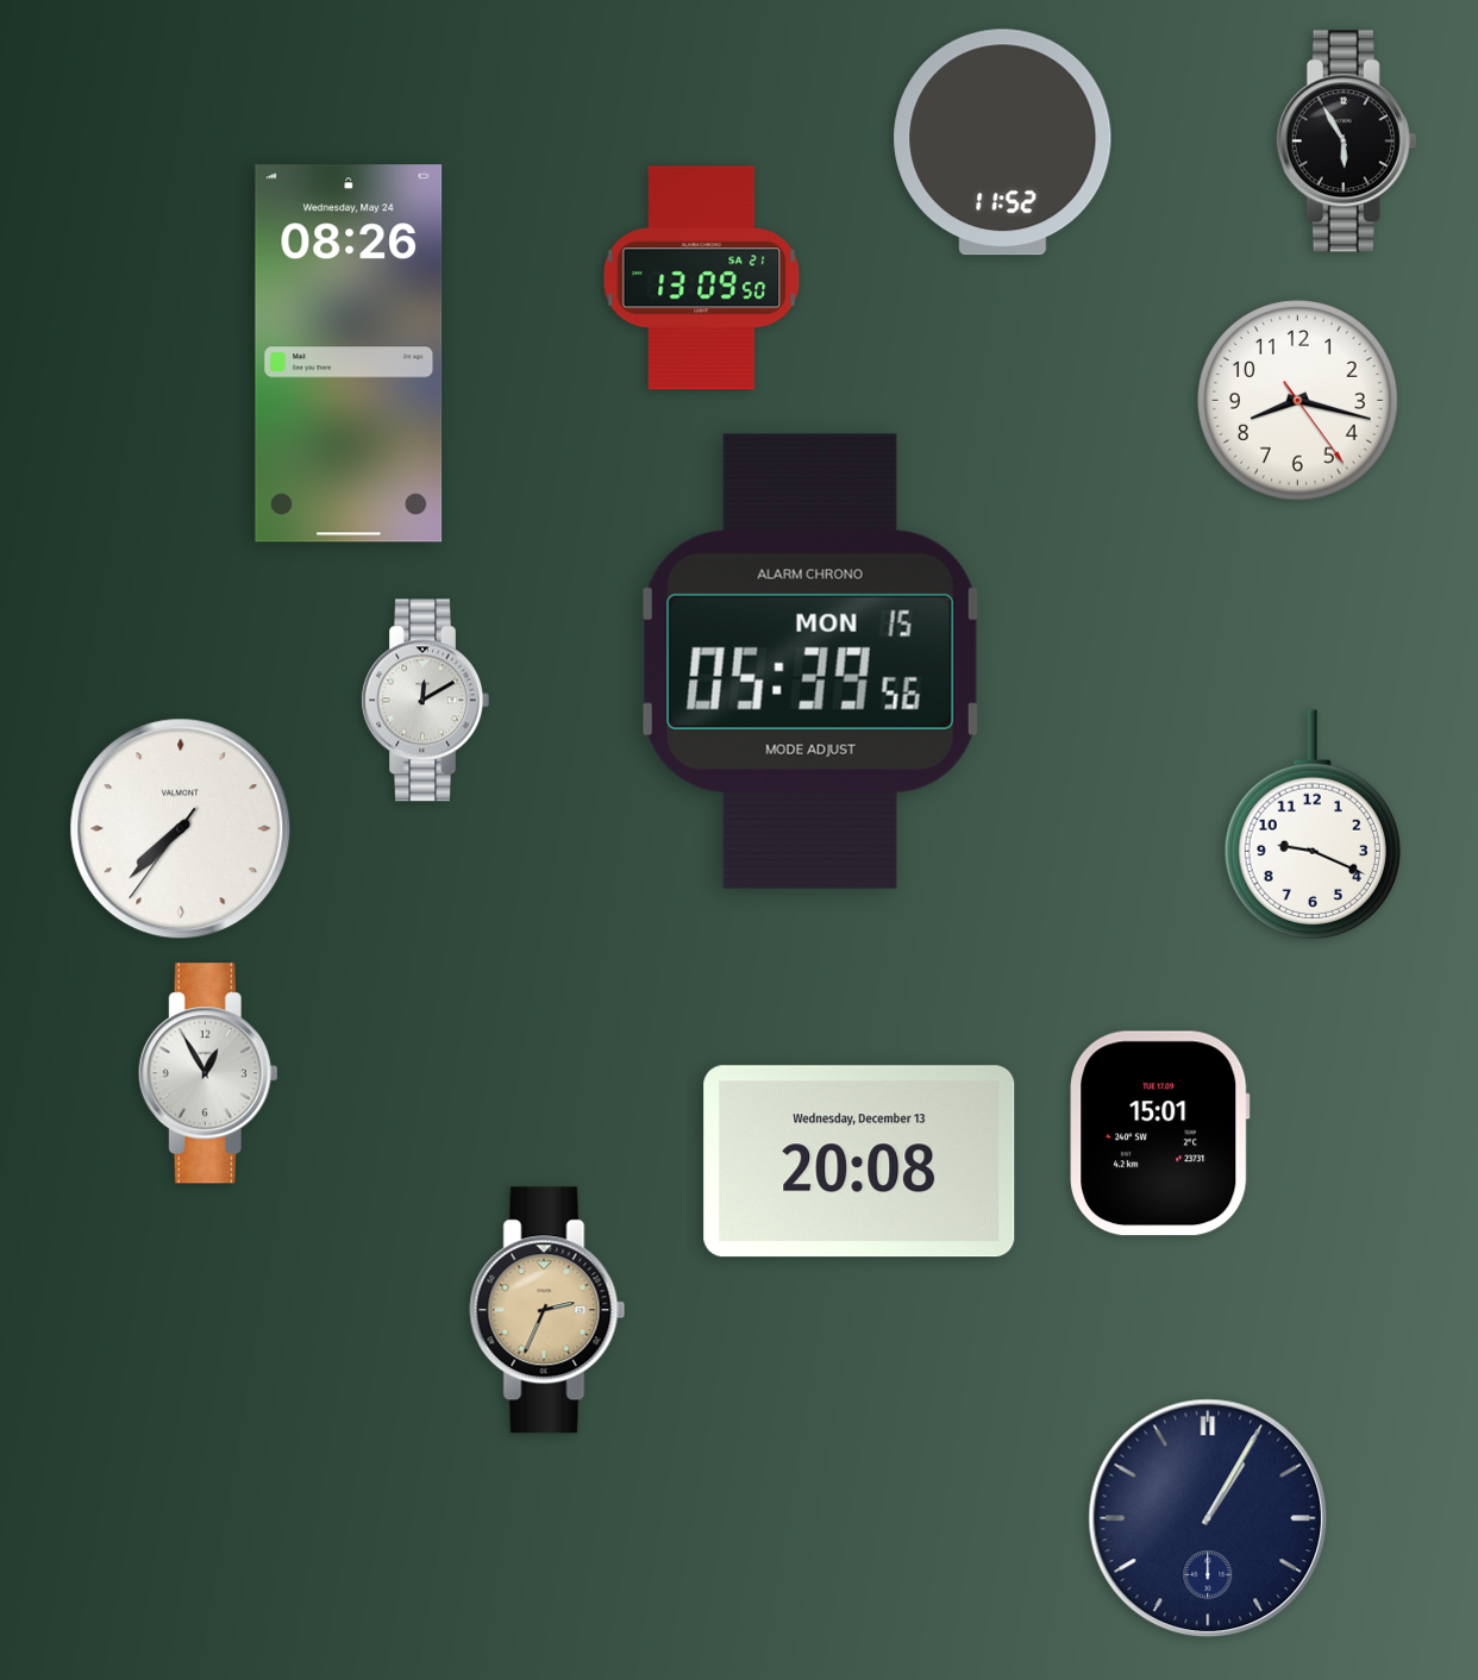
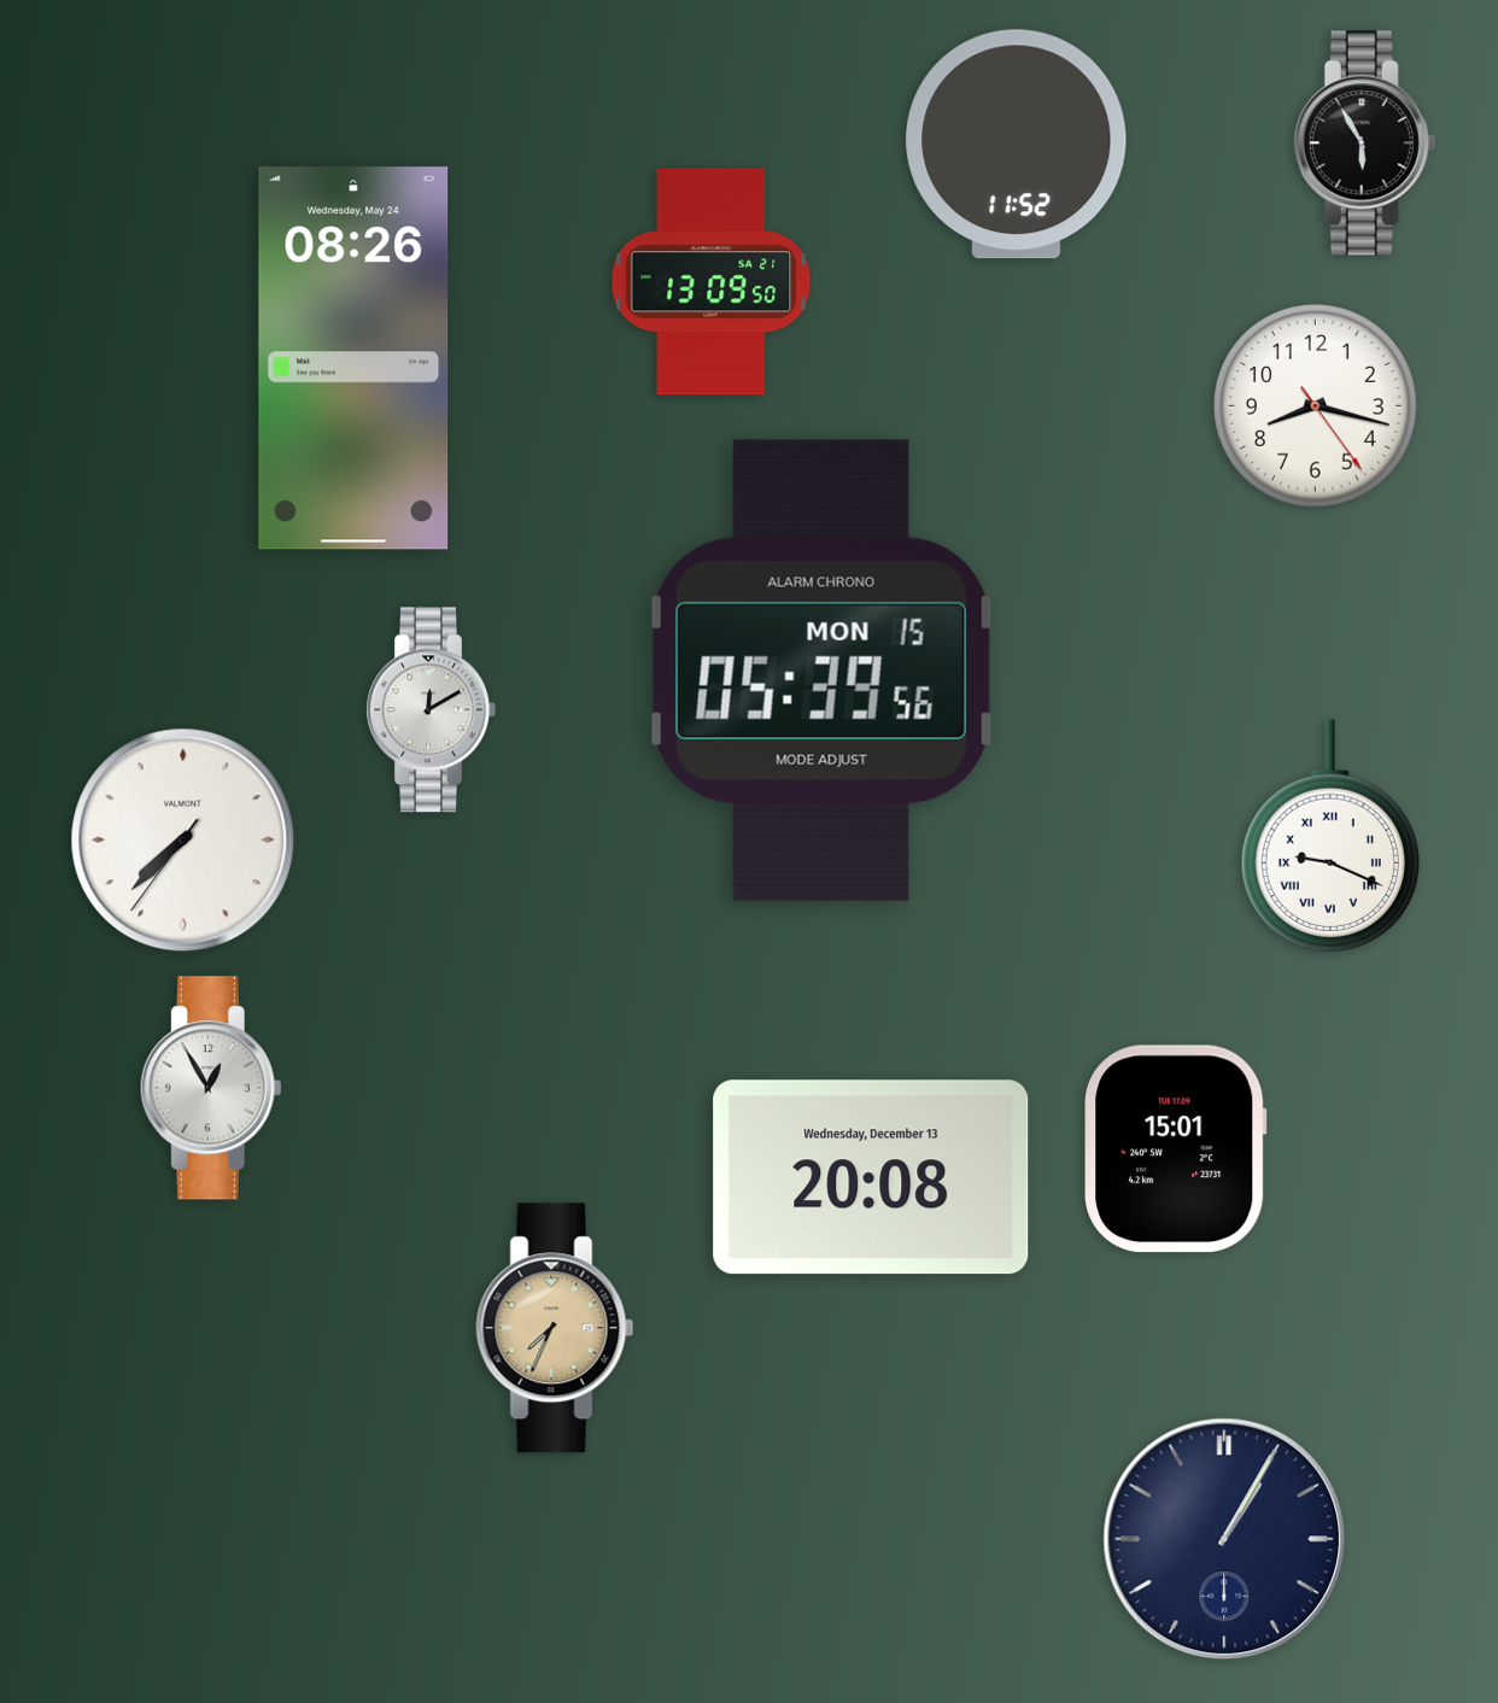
clock at (1313, 825) numerals: Arabic -> Roman
clock at (547, 1310): 2:34 -> 7:34
